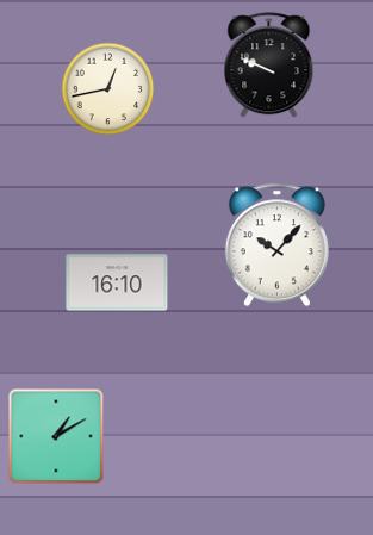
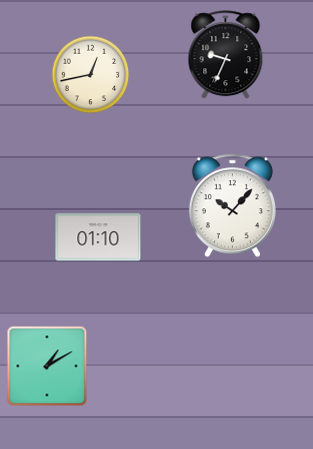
clock at (269, 66): 9:49 -> 9:34
clock at (117, 282): 16:10 -> 01:10
